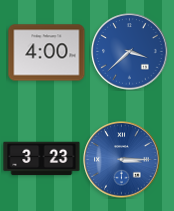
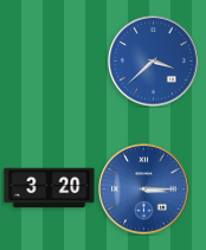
clock at (47, 53): 4:00 -> none
clock at (42, 159): 3:23 -> 3:20
